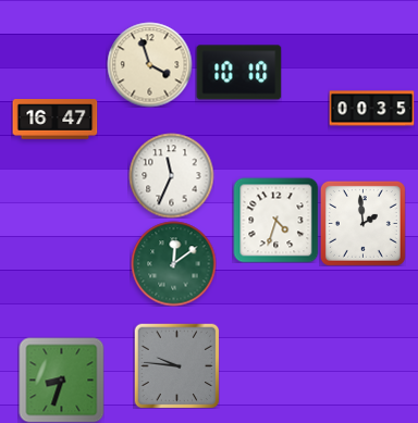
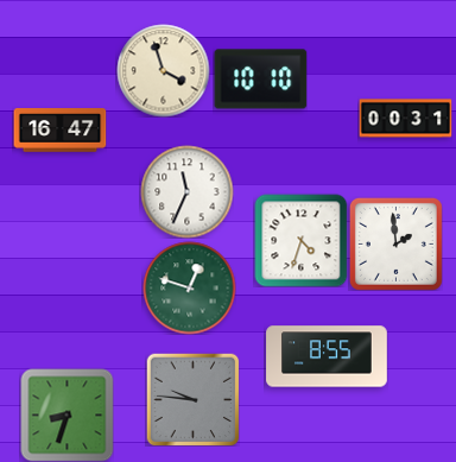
clock at (371, 109): 00:35 -> 00:31
clock at (173, 263): 12:09 -> 12:48
clock at (327, 356): none -> 8:55
